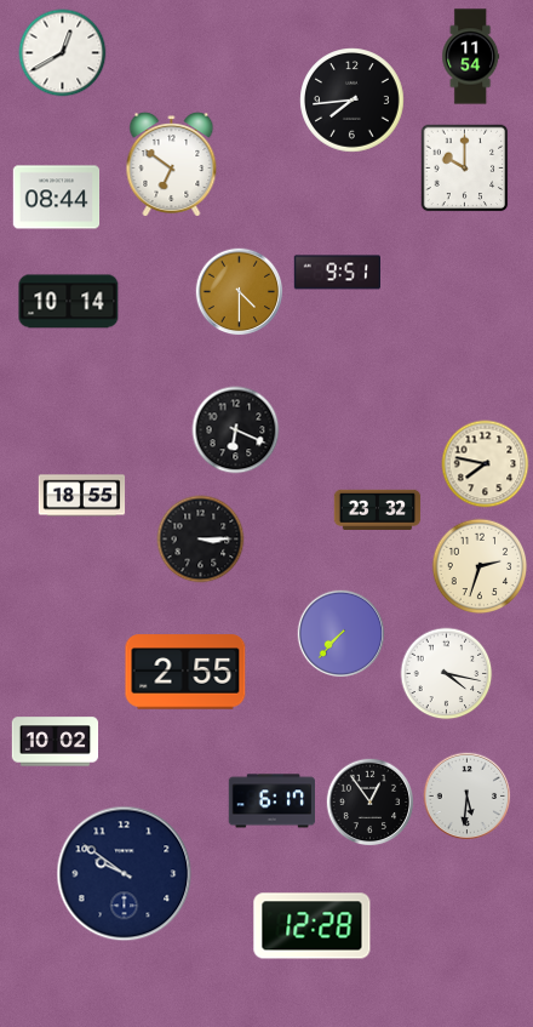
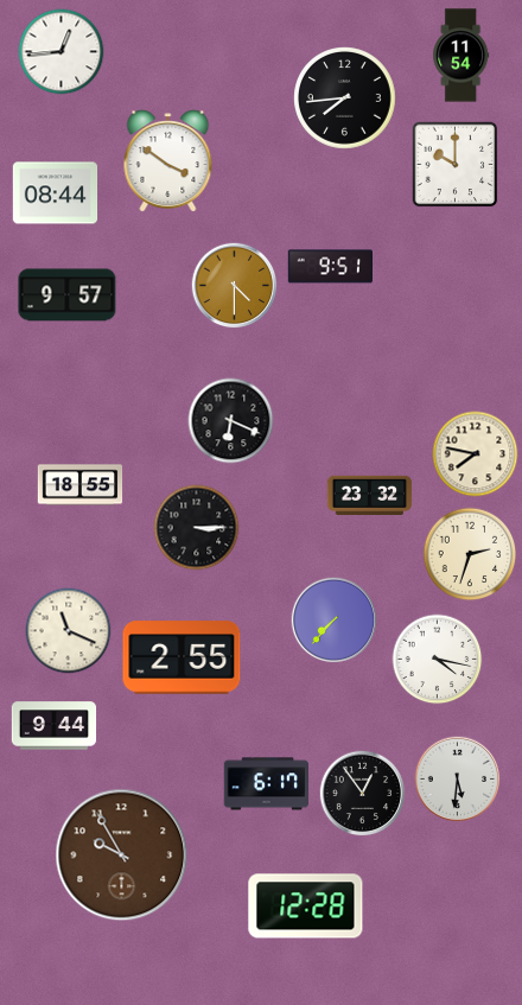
clock at (63, 53): 12:40 -> 12:44
clock at (172, 165): 6:51 -> 3:51
clock at (69, 302): 10:14 -> 9:57
clock at (378, 509) position: (378, 509) -> (370, 495)
clock at (69, 631): none -> 11:19
clock at (56, 742): 10:02 -> 9:44
clock at (371, 803) position: (371, 803) -> (363, 794)
clock at (125, 874): 9:51 -> 9:55
clock at (125, 874) dial: navy -> brown
